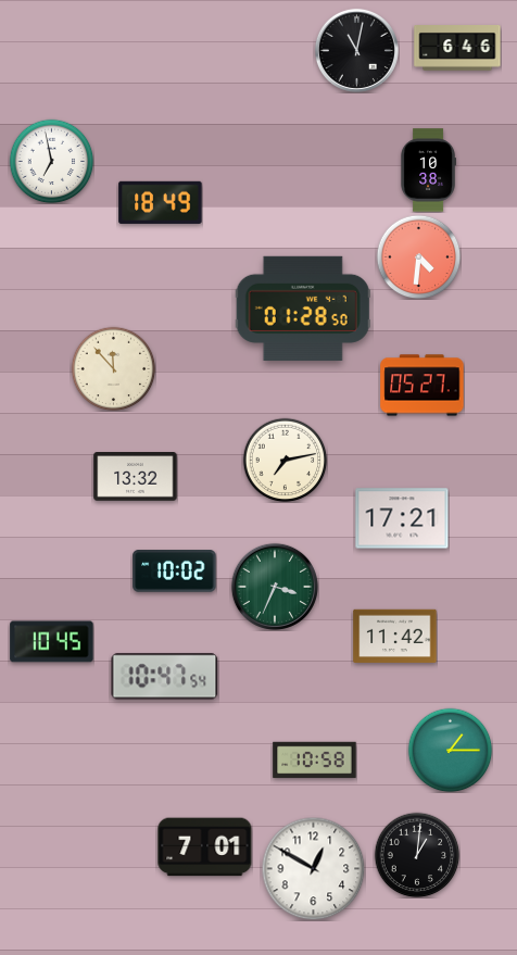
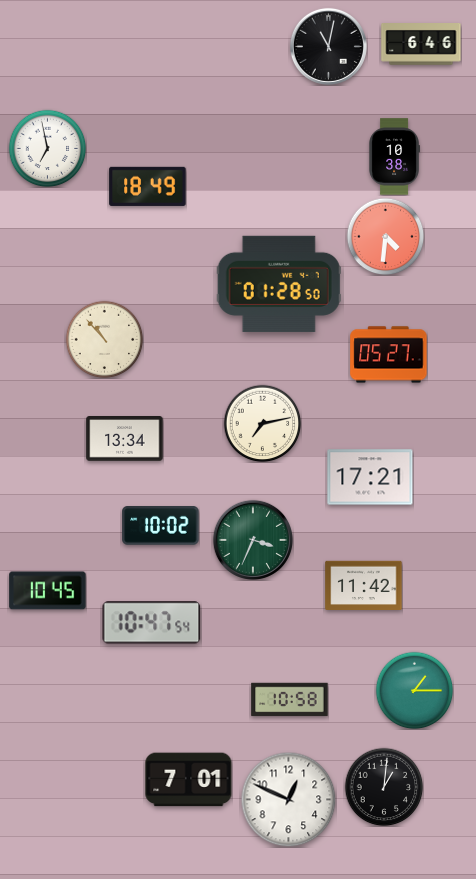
clock at (113, 368): 11:53 -> 10:53
clock at (136, 477): 13:32 -> 13:34
clock at (313, 868): 12:50 -> 12:49
